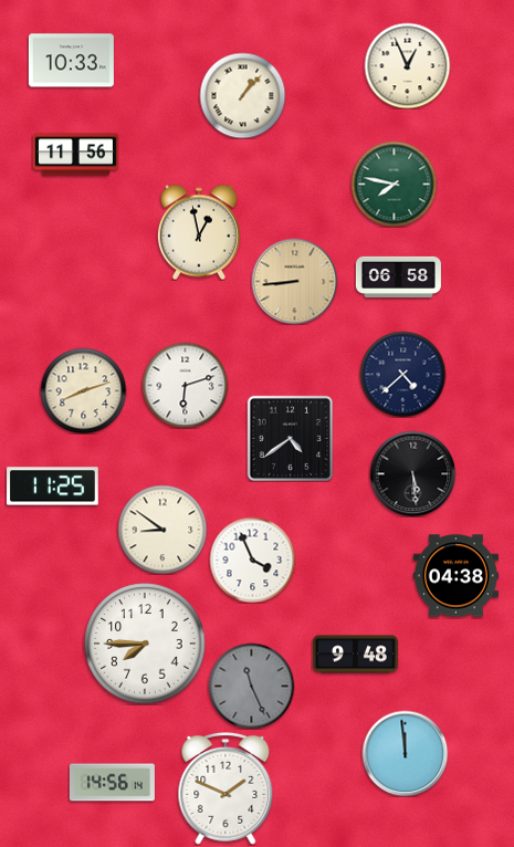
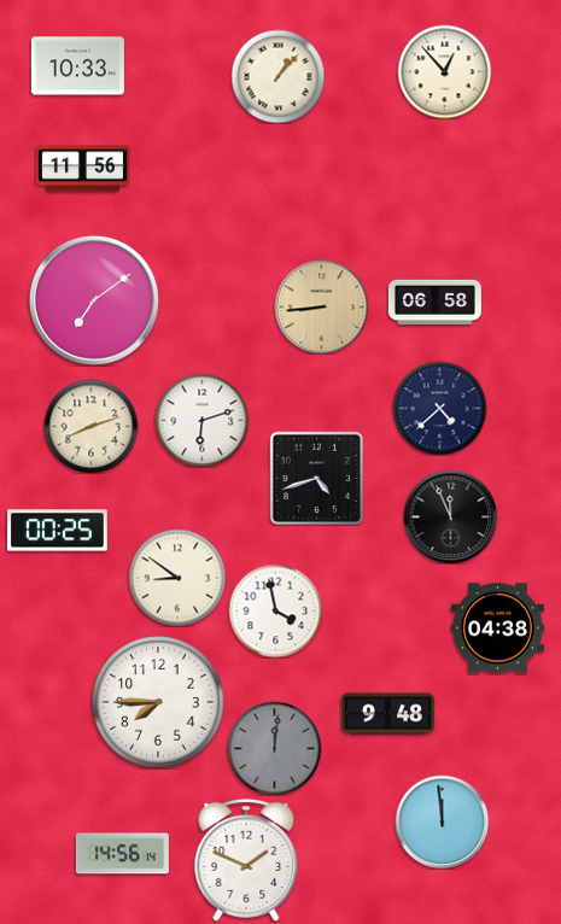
clock at (407, 65): 12:56 -> 12:53
clock at (242, 95) position: (242, 95) -> (277, 76)
clock at (394, 184): 7:47 -> none
clock at (199, 232): 12:58 -> none
clock at (94, 300): none -> 7:09
clock at (290, 438): 4:39 -> 4:42
clock at (412, 473): 5:29 -> 11:56
clock at (53, 487): 11:25 -> 00:25
clock at (252, 560): 3:56 -> 3:58
clock at (251, 686): 11:26 -> 12:01
